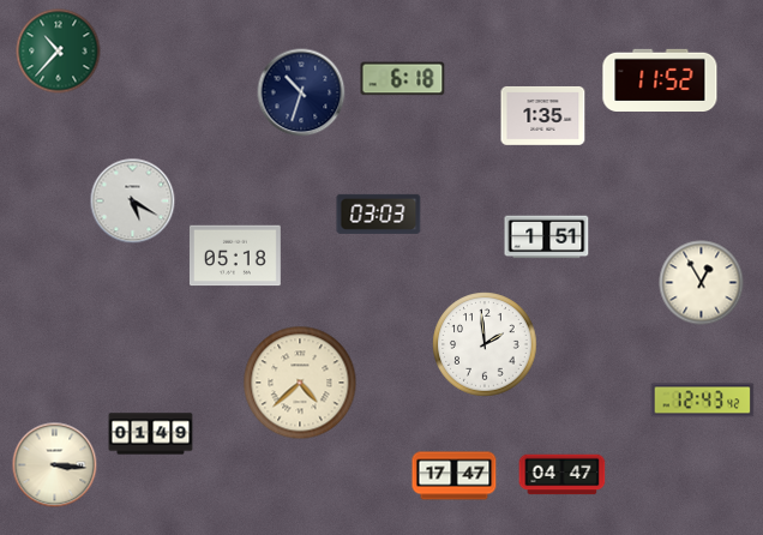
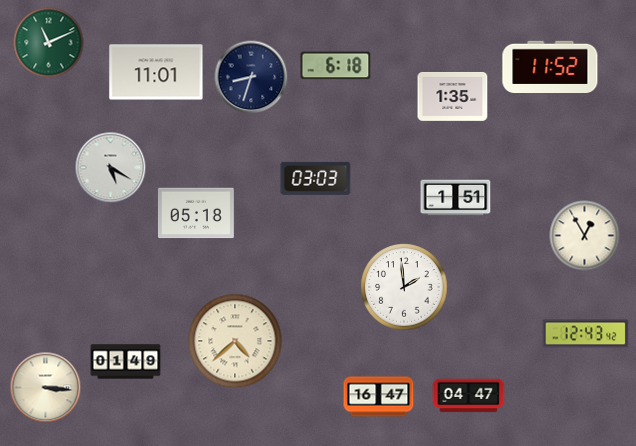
clock at (59, 52): 10:37 -> 11:11
clock at (156, 72): none -> 11:01
clock at (301, 92): 10:33 -> 8:33
clock at (300, 383) position: (300, 383) -> (235, 341)
clock at (455, 476): 17:47 -> 16:47
